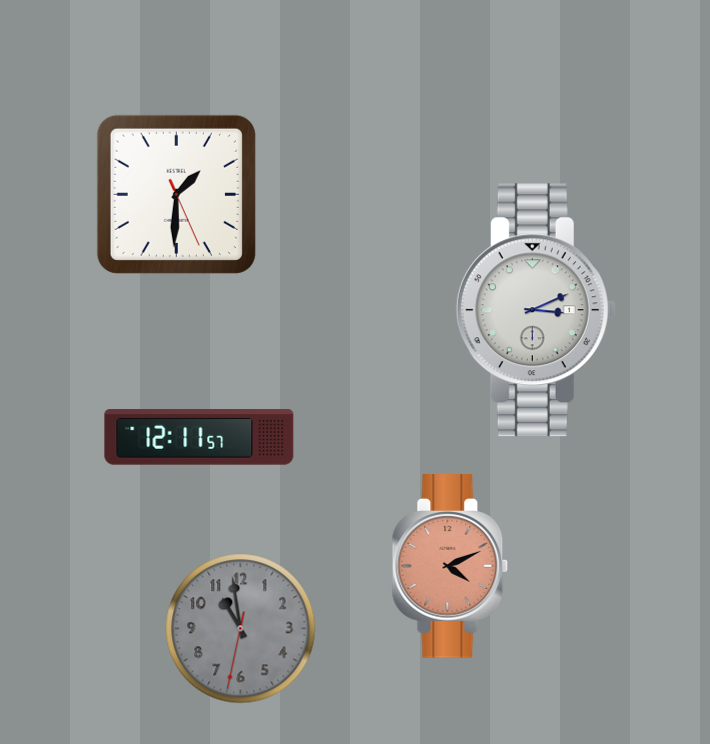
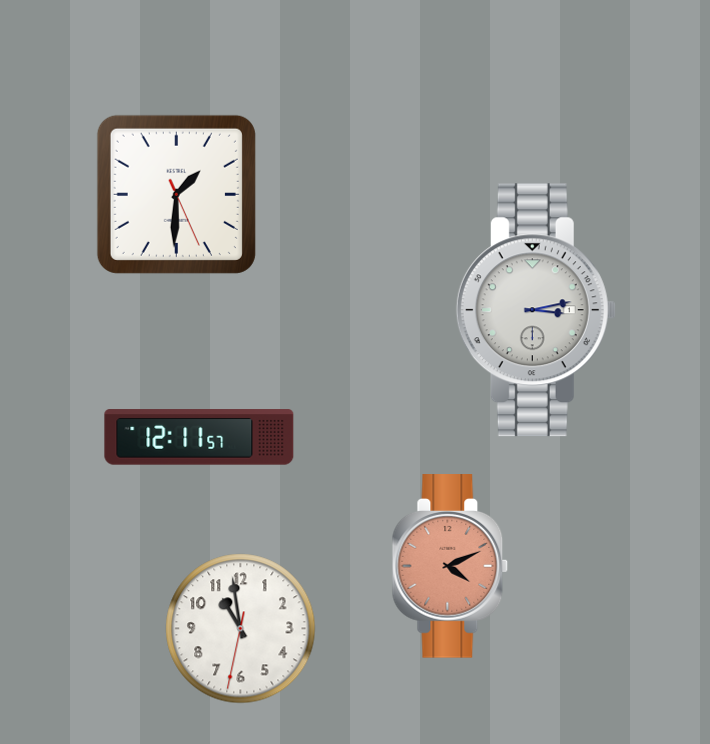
clock at (536, 310): 3:11 -> 3:13
clock at (241, 629) dial: grey -> white
